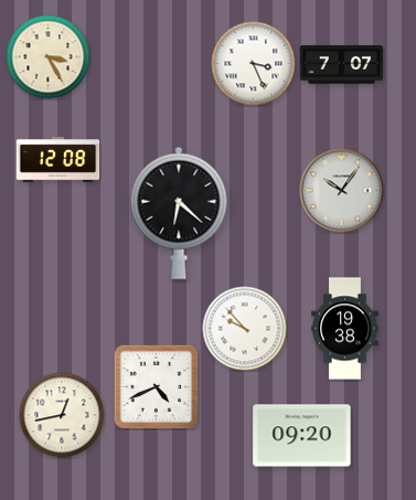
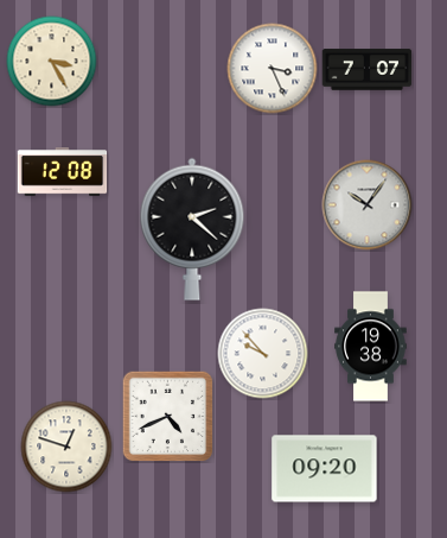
clock at (179, 213): 6:22 -> 2:22
clock at (345, 329) position: (345, 329) -> (371, 347)
clock at (62, 415): 12:43 -> 12:48
